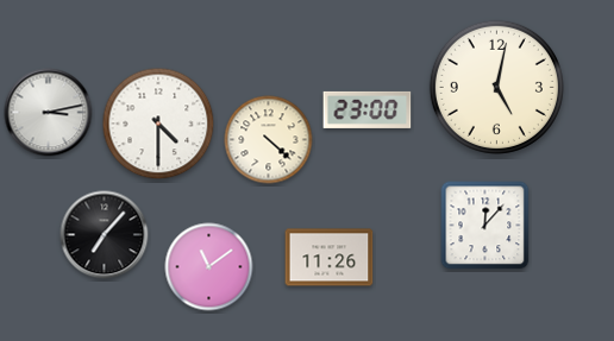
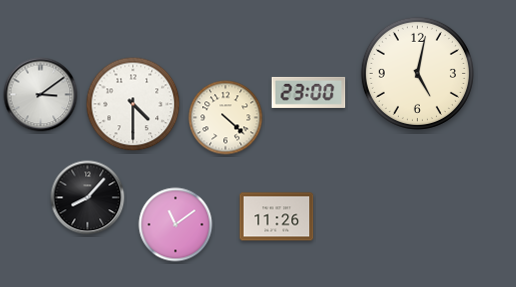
clock at (49, 113): 3:13 -> 3:09
clock at (485, 226): 12:07 -> none
clock at (105, 235): 7:07 -> 8:07
